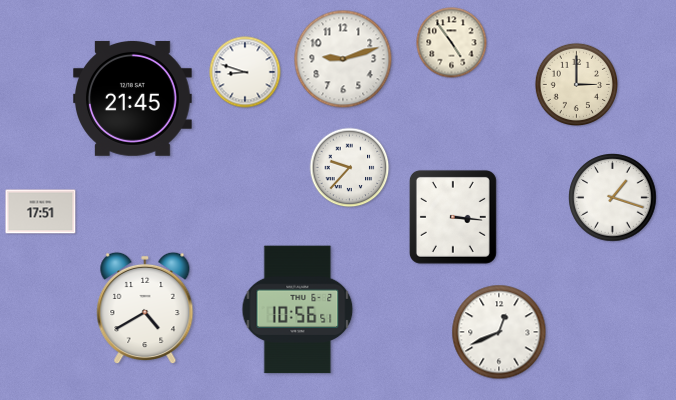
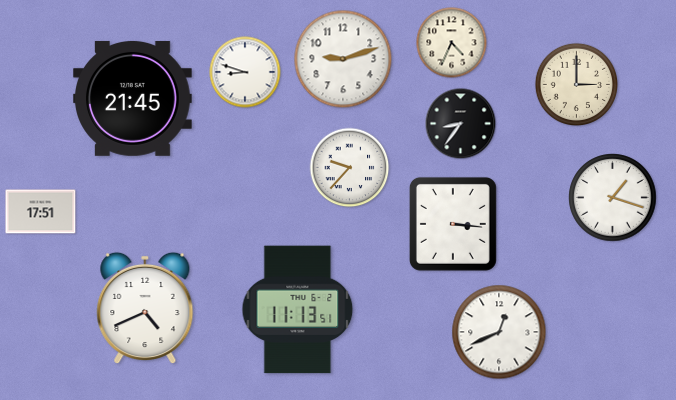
clock at (452, 43): 4:54 -> 4:34
clock at (461, 124): none -> 8:36
clock at (453, 217) position: (453, 217) -> (453, 224)
clock at (145, 308): 4:40 -> 4:41
clock at (298, 310): 10:56 -> 11:13
